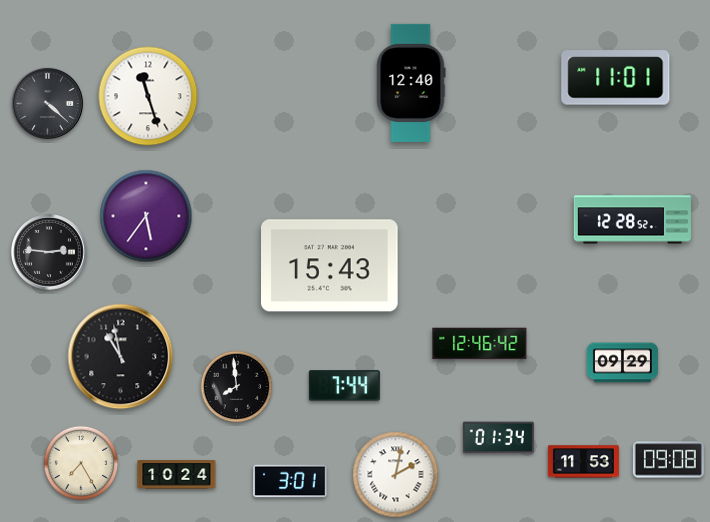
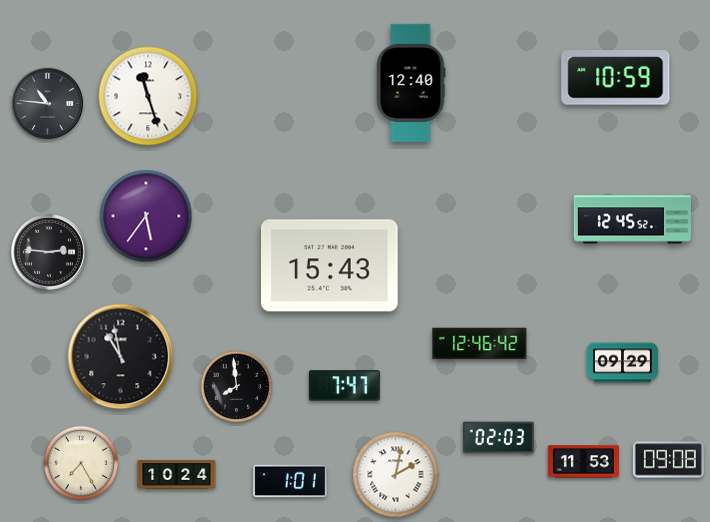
clock at (616, 78): 11:01 -> 10:59
clock at (47, 103): 4:22 -> 10:46
clock at (632, 220): 12:28 -> 12:45
clock at (344, 386): 7:44 -> 7:47
clock at (498, 438): 01:34 -> 02:03
clock at (290, 481): 3:01 -> 1:01
